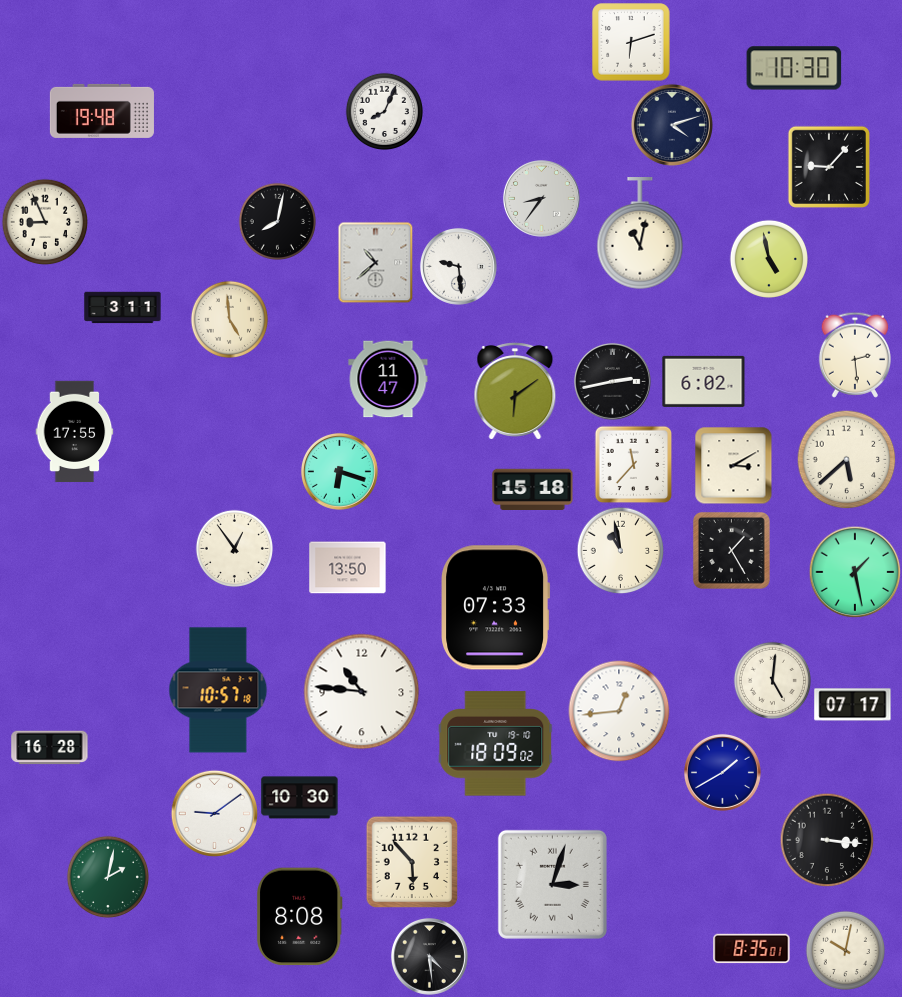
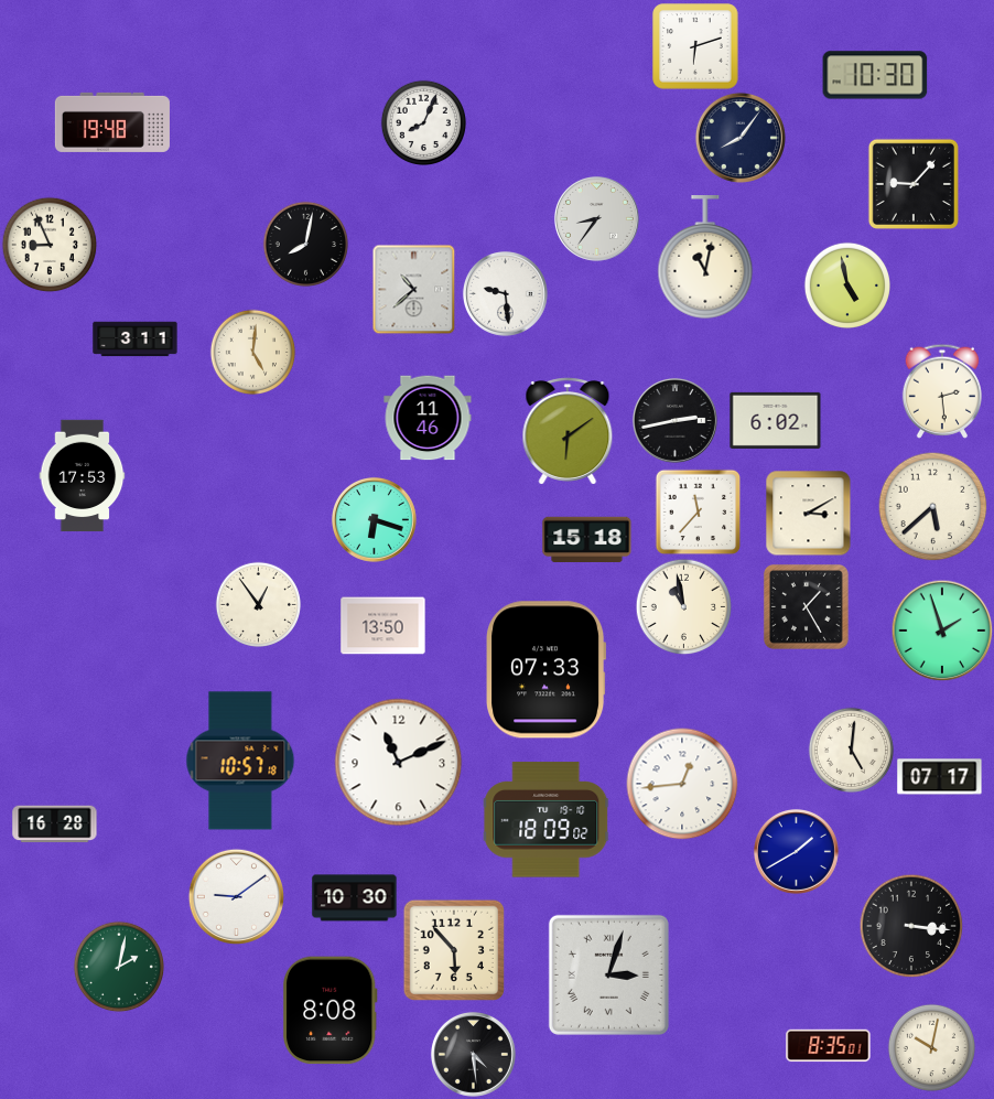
clock at (672, 125): 4:12 -> 8:06
clock at (229, 319): 4:59 -> 5:01
clock at (388, 379): 11:47 -> 11:46
clock at (75, 432): 17:55 -> 17:53
clock at (855, 572): 1:28 -> 1:57
clock at (362, 692): 10:46 -> 11:11
clock at (300, 798) position: (300, 798) -> (355, 898)
